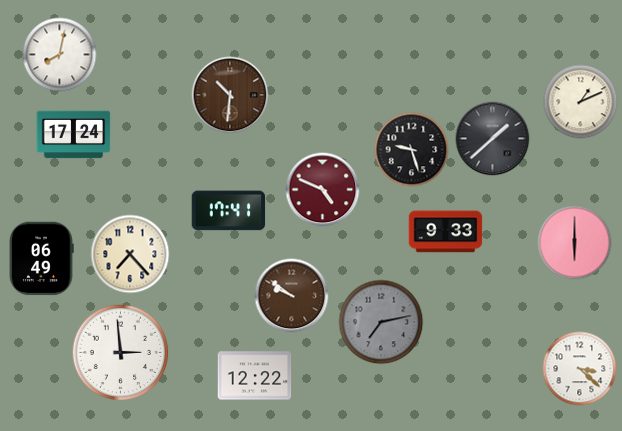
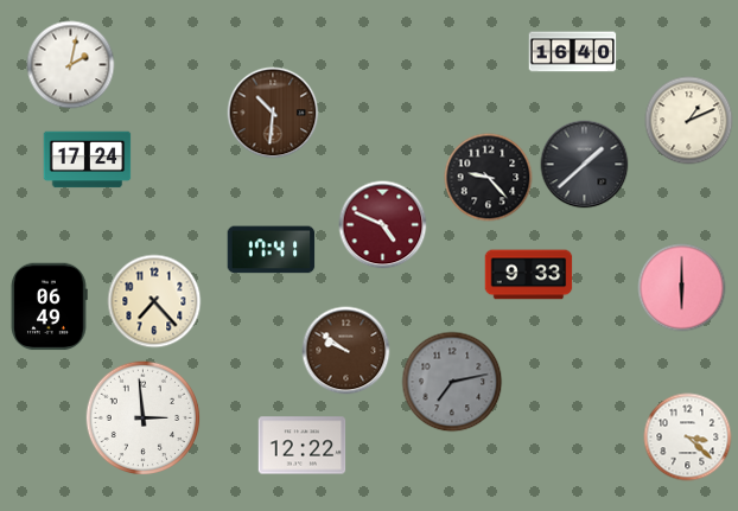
clock at (573, 52): none -> 16:40
clock at (60, 55): 8:02 -> 2:02
clock at (412, 150): 9:27 -> 9:23
